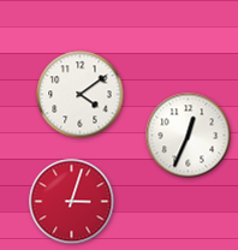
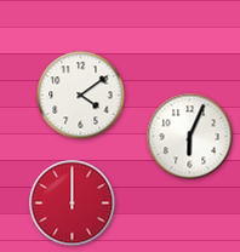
clock at (189, 136): 12:34 -> 6:04
clock at (72, 202): 3:03 -> 12:00
